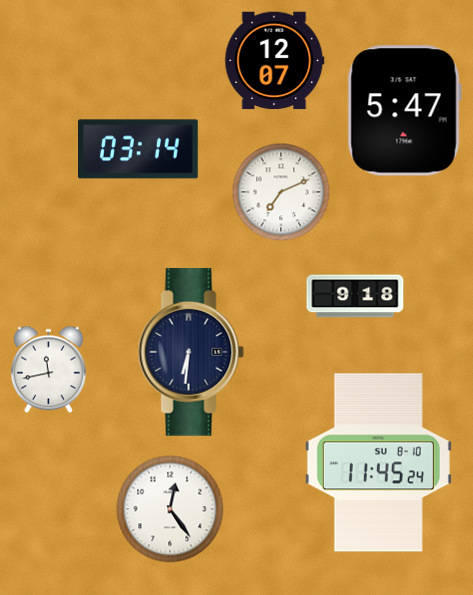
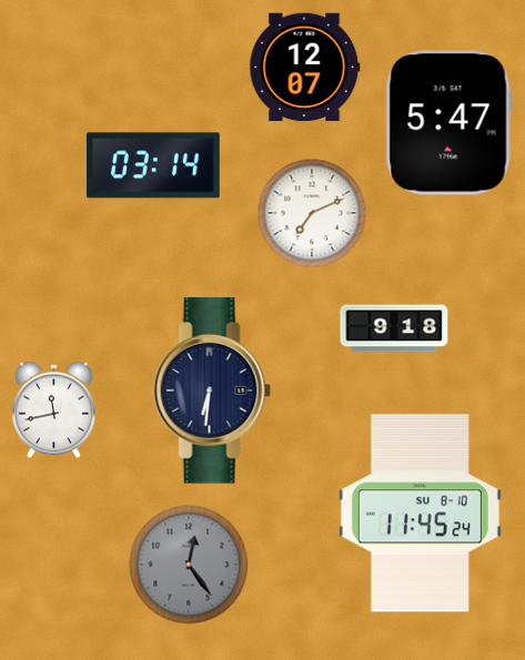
clock at (170, 509) dial: white -> grey
